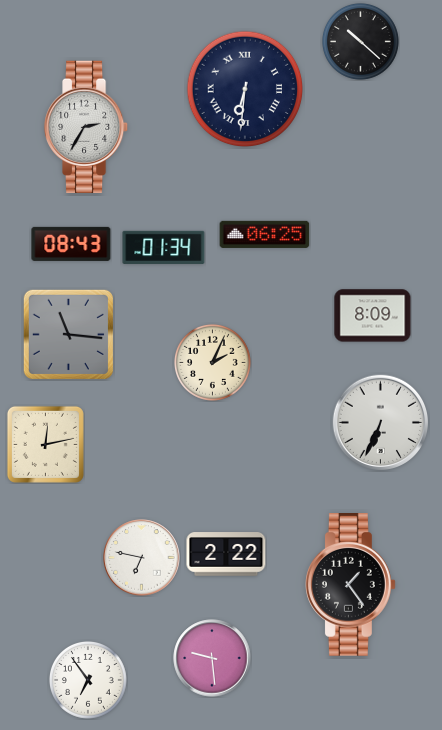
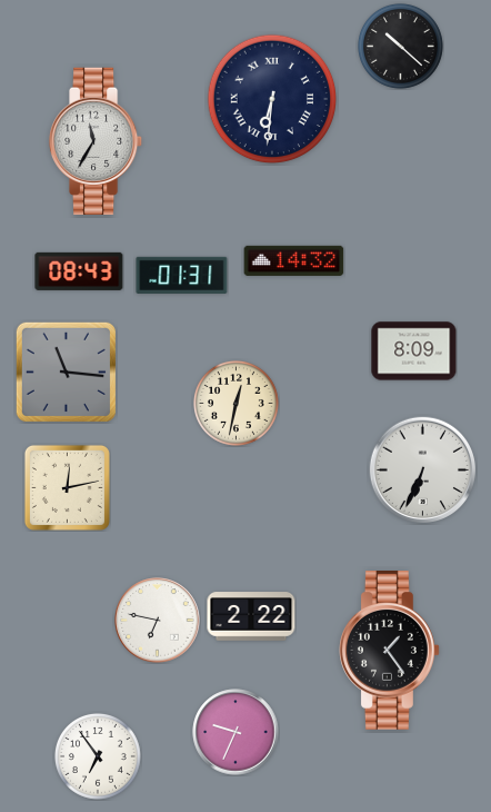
clock at (86, 126): 2:35 -> 11:35
clock at (265, 234): 06:25 -> 14:32
clock at (164, 247): 01:34 -> 01:31
clock at (68, 334) position: (68, 334) -> (66, 372)
clock at (213, 363): 2:04 -> 12:32
clock at (45, 444) position: (45, 444) -> (67, 487)
clock at (212, 658): 9:29 -> 9:34
